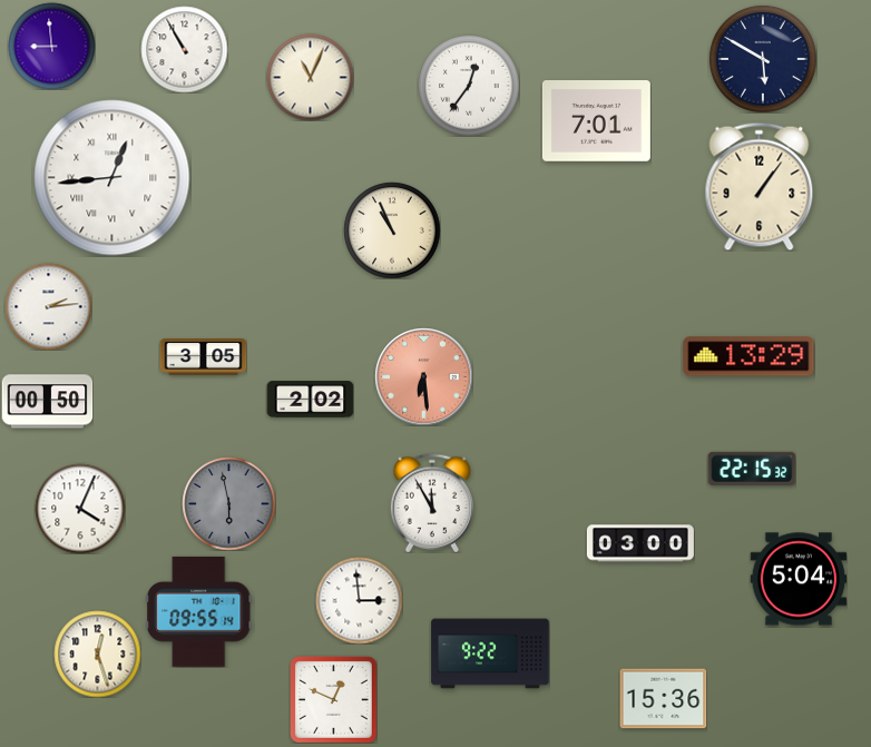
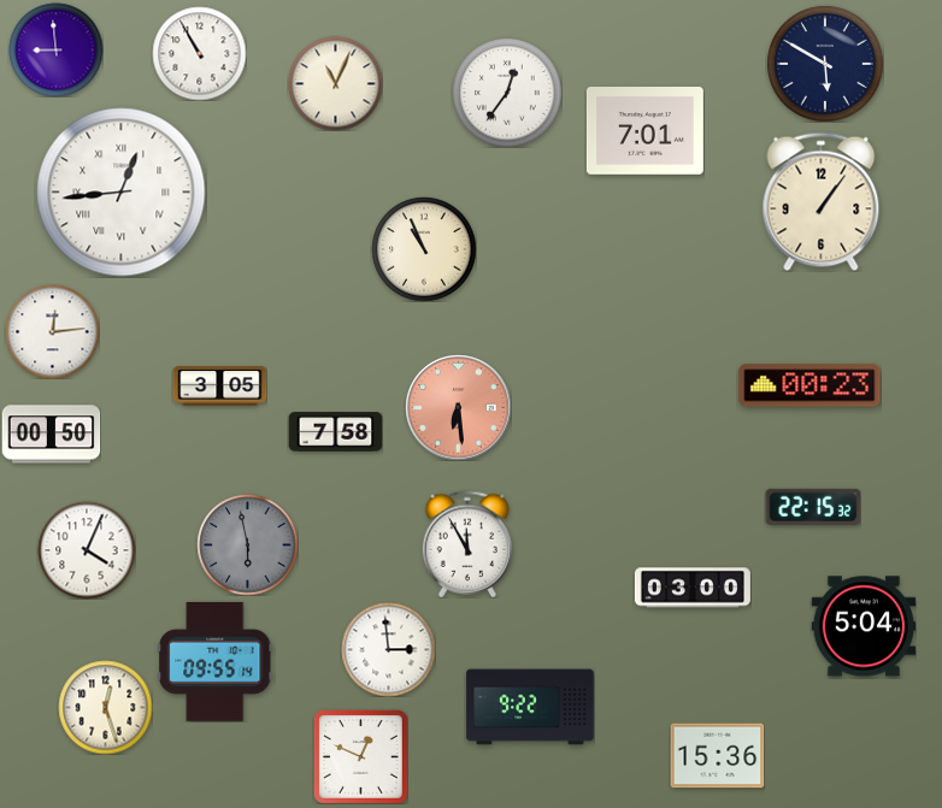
clock at (48, 306): 2:14 -> 12:14
clock at (748, 356): 13:29 -> 00:23
clock at (310, 400): 2:02 -> 7:58
